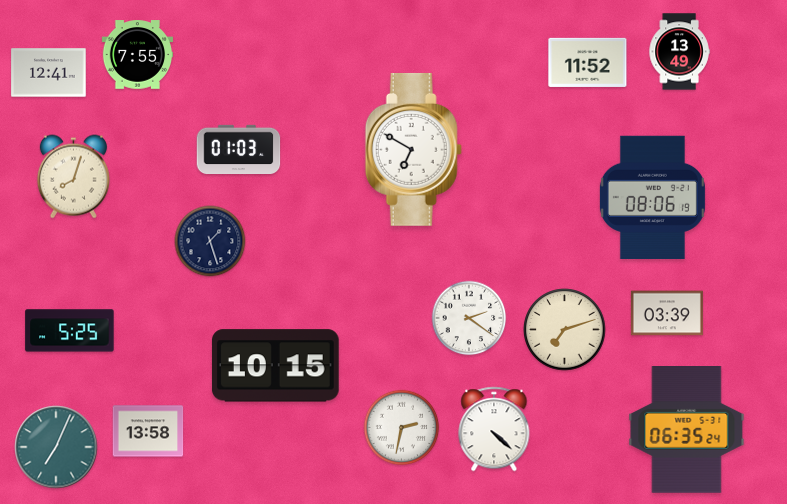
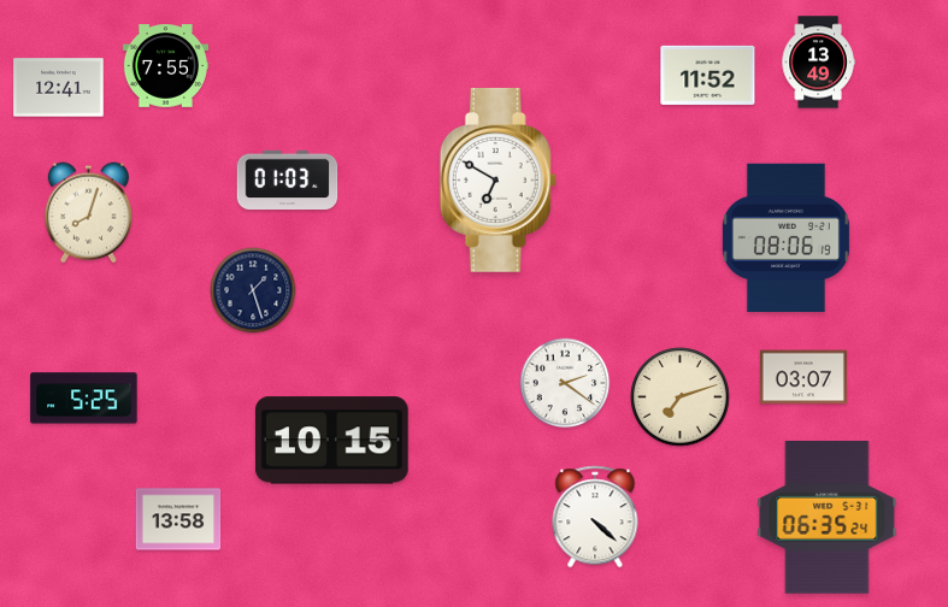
clock at (667, 313): 03:39 -> 03:07
clock at (402, 428): 2:32 -> none
clock at (56, 447): 7:04 -> none
